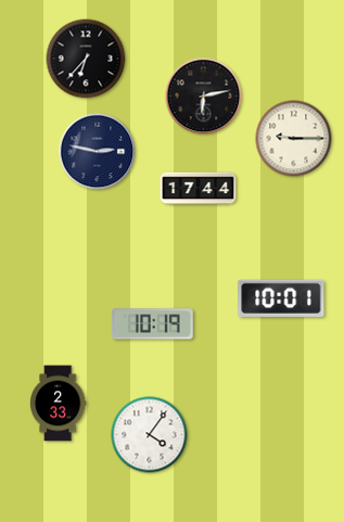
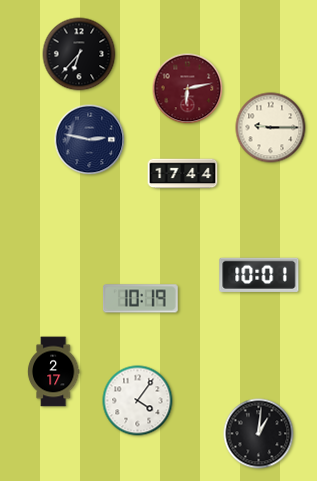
clock at (204, 97) dial: black -> burgundy
clock at (58, 404): 2:33 -> 2:17
clock at (259, 434): none -> 1:01
